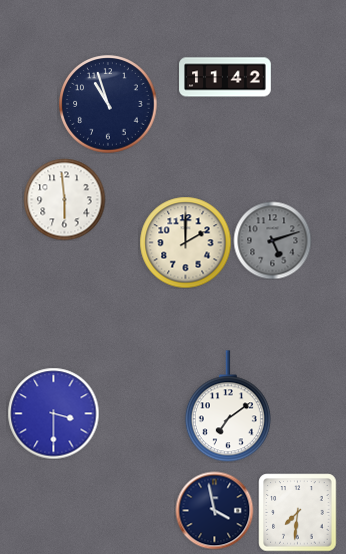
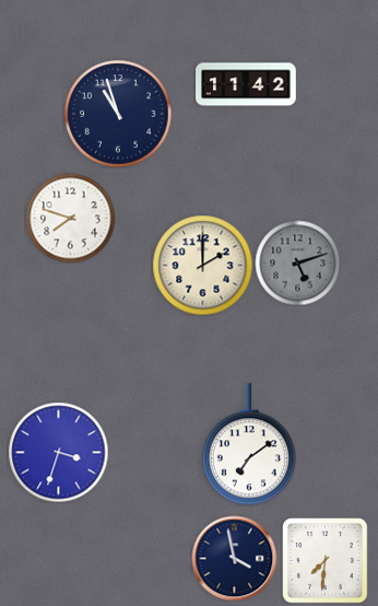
clock at (64, 199): 5:59 -> 7:48
clock at (53, 413): 3:30 -> 3:33
